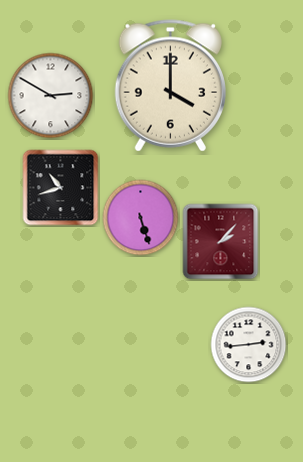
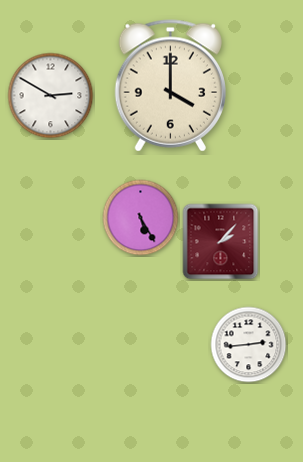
clock at (61, 188): 10:42 -> none
clock at (141, 218): 5:27 -> 5:25
